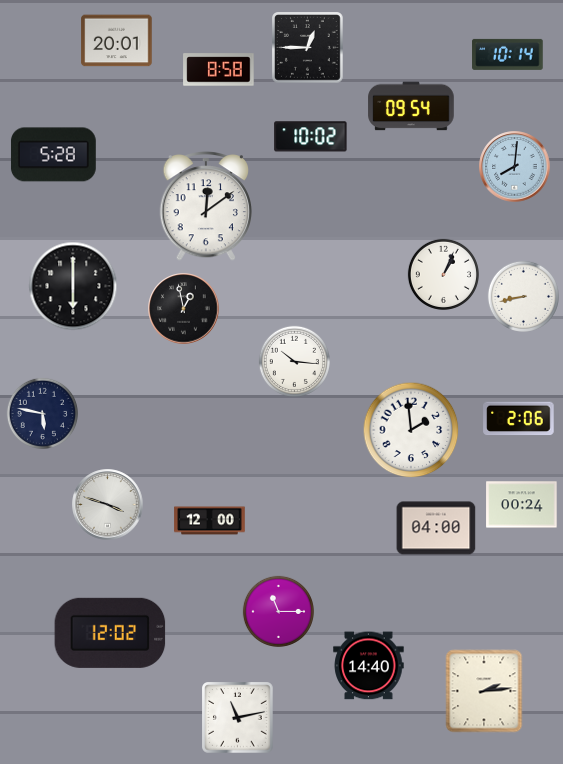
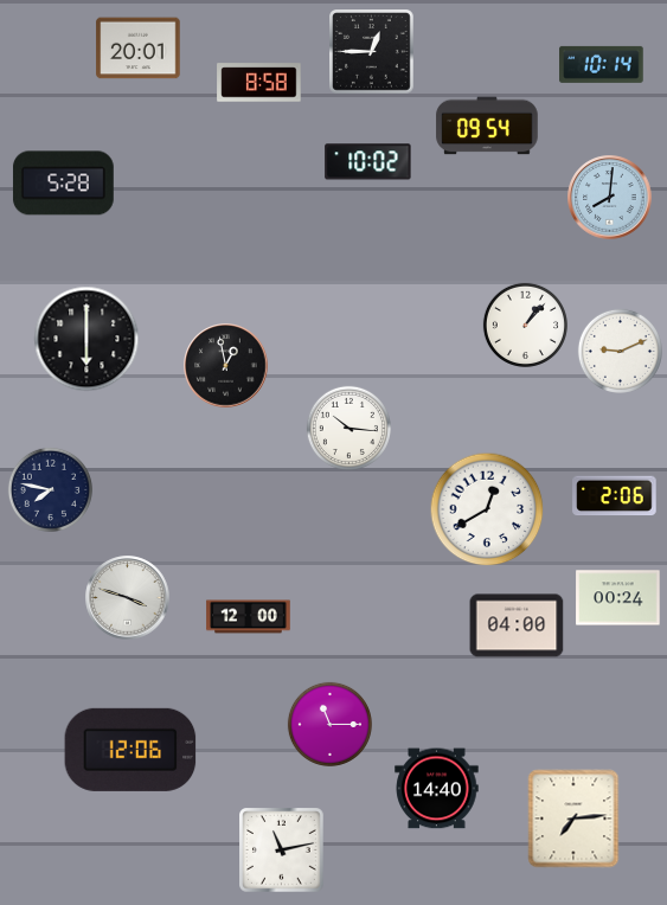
clock at (308, 48) position: (308, 48) -> (372, 52)
clock at (205, 207): 12:09 -> none
clock at (443, 274): 1:04 -> 1:07
clock at (523, 296): 8:43 -> 9:11
clock at (184, 309) position: (184, 309) -> (226, 366)
clock at (42, 413): 5:47 -> 7:47
clock at (411, 430): 1:59 -> 12:40
clock at (110, 633): 12:02 -> 12:06
clock at (484, 691): 2:14 -> 7:14
